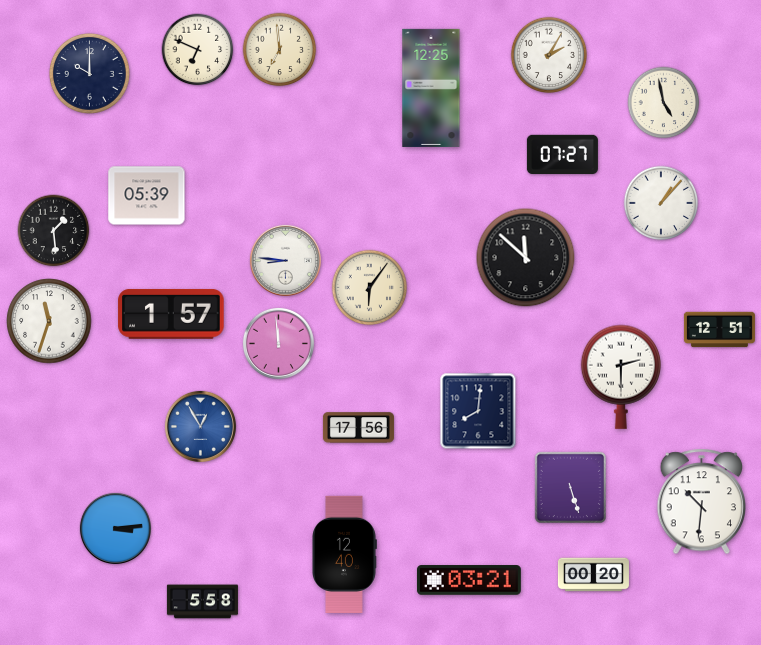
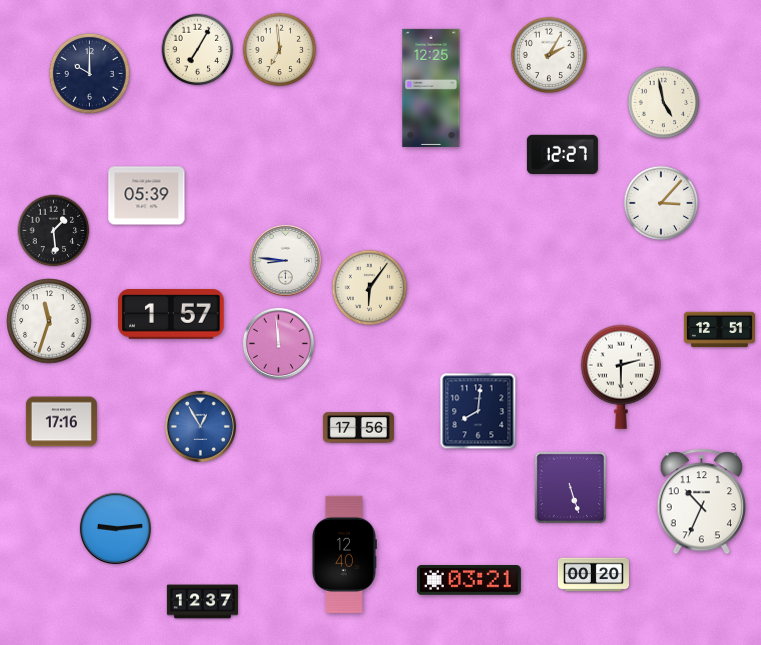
clock at (198, 50): 6:49 -> 7:05
clock at (562, 154): 07:27 -> 12:27
clock at (661, 203): 1:07 -> 3:07
clock at (526, 258): 11:52 -> none
clock at (61, 422): none -> 17:16
clock at (701, 502): 10:31 -> 10:34
clock at (115, 528): 3:14 -> 9:14
clock at (202, 602): 5:58 -> 12:37
